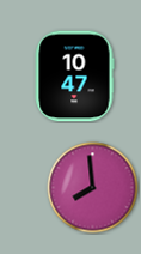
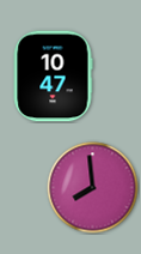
clock at (74, 77) position: (74, 77) -> (53, 77)
